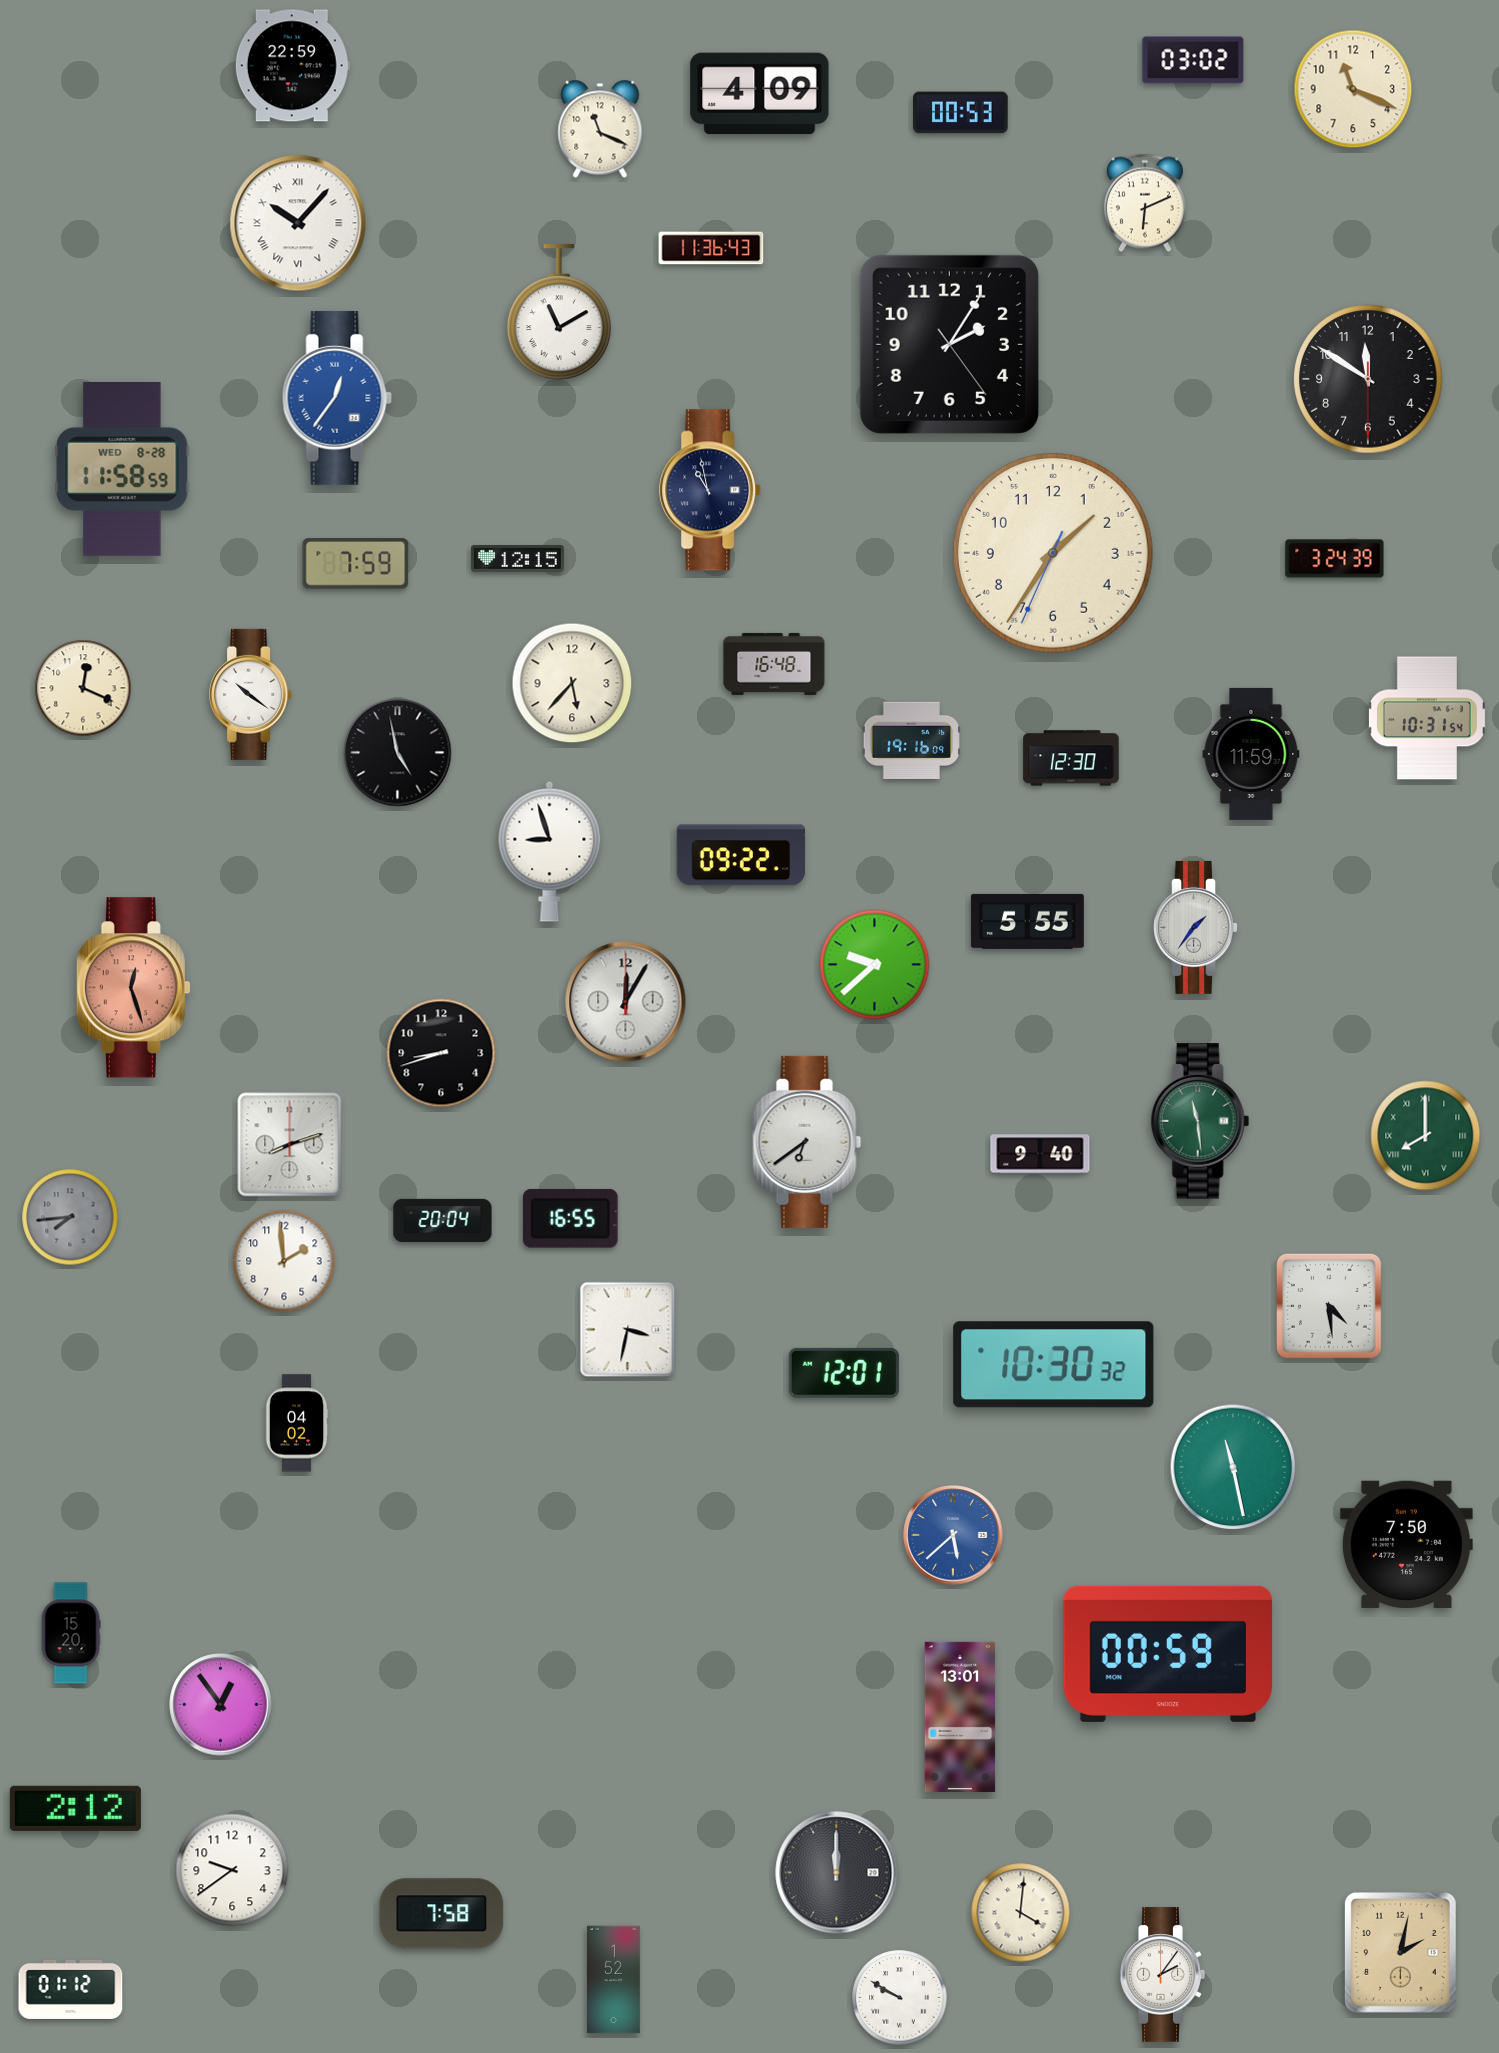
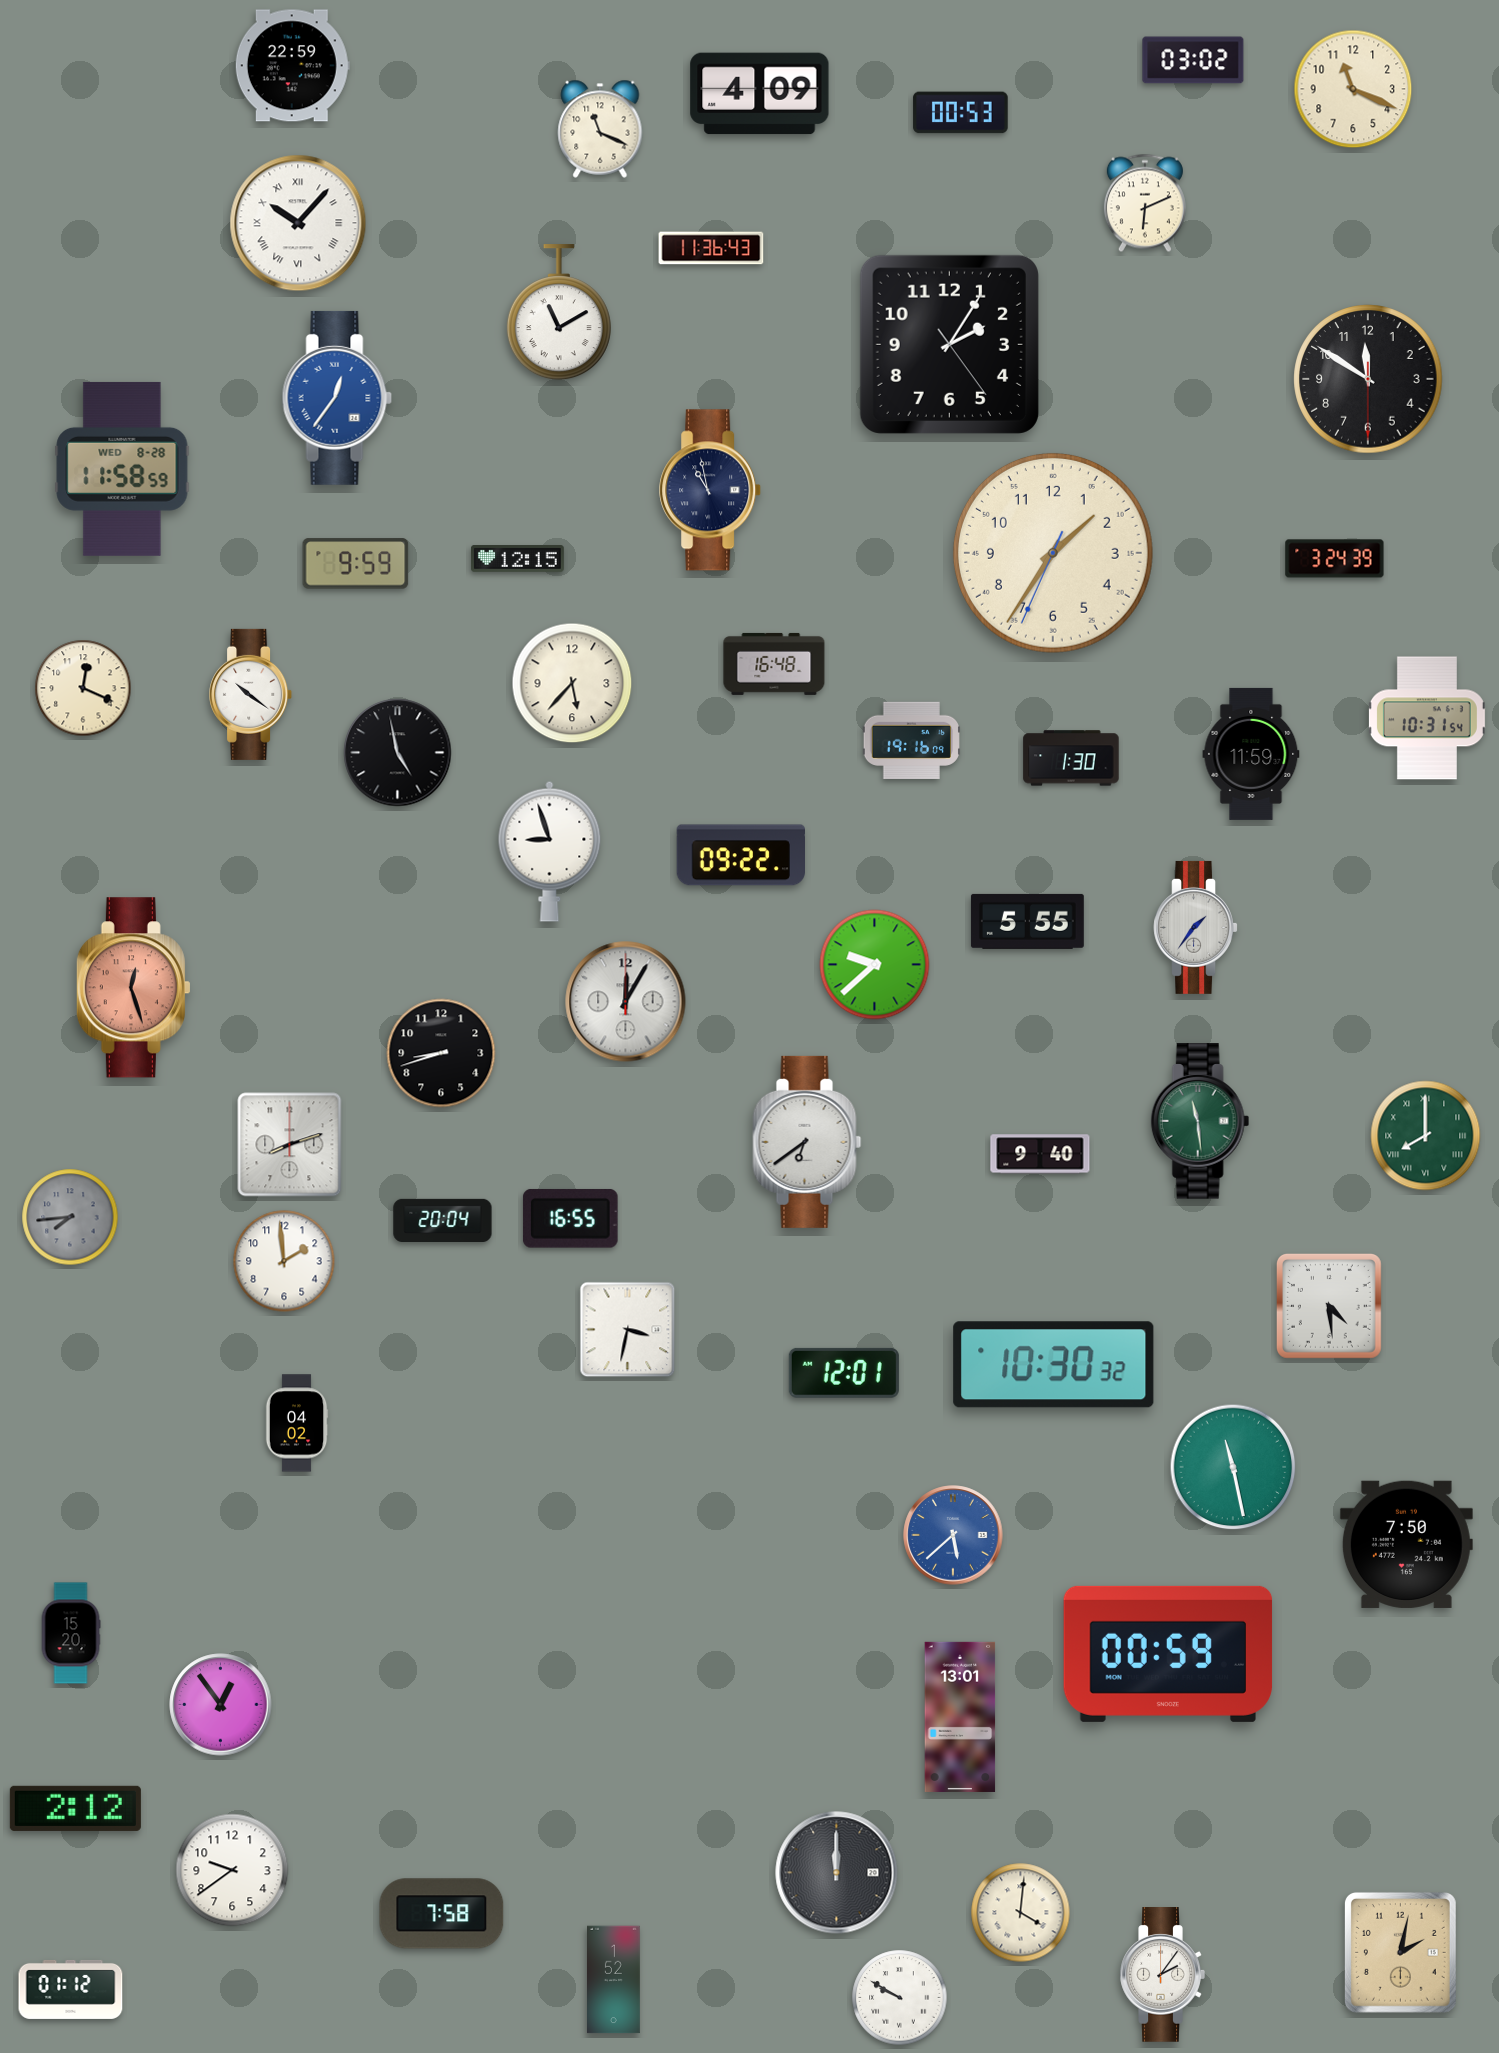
clock at (356, 564): 7:59 -> 9:59
clock at (1071, 758): 12:30 -> 1:30
